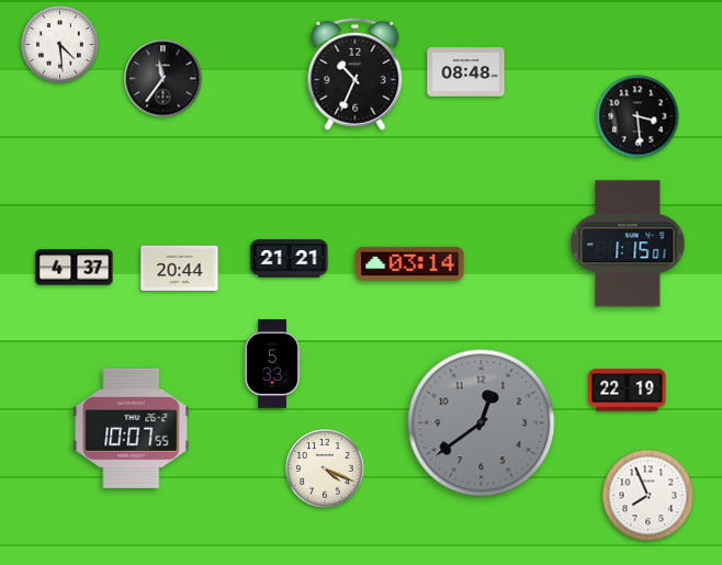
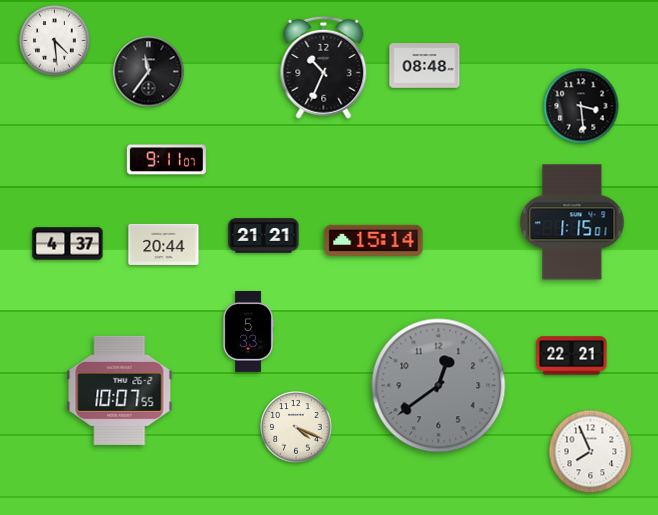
clock at (166, 160): none -> 9:11
clock at (410, 263): 03:14 -> 15:14
clock at (628, 391): 22:19 -> 22:21
